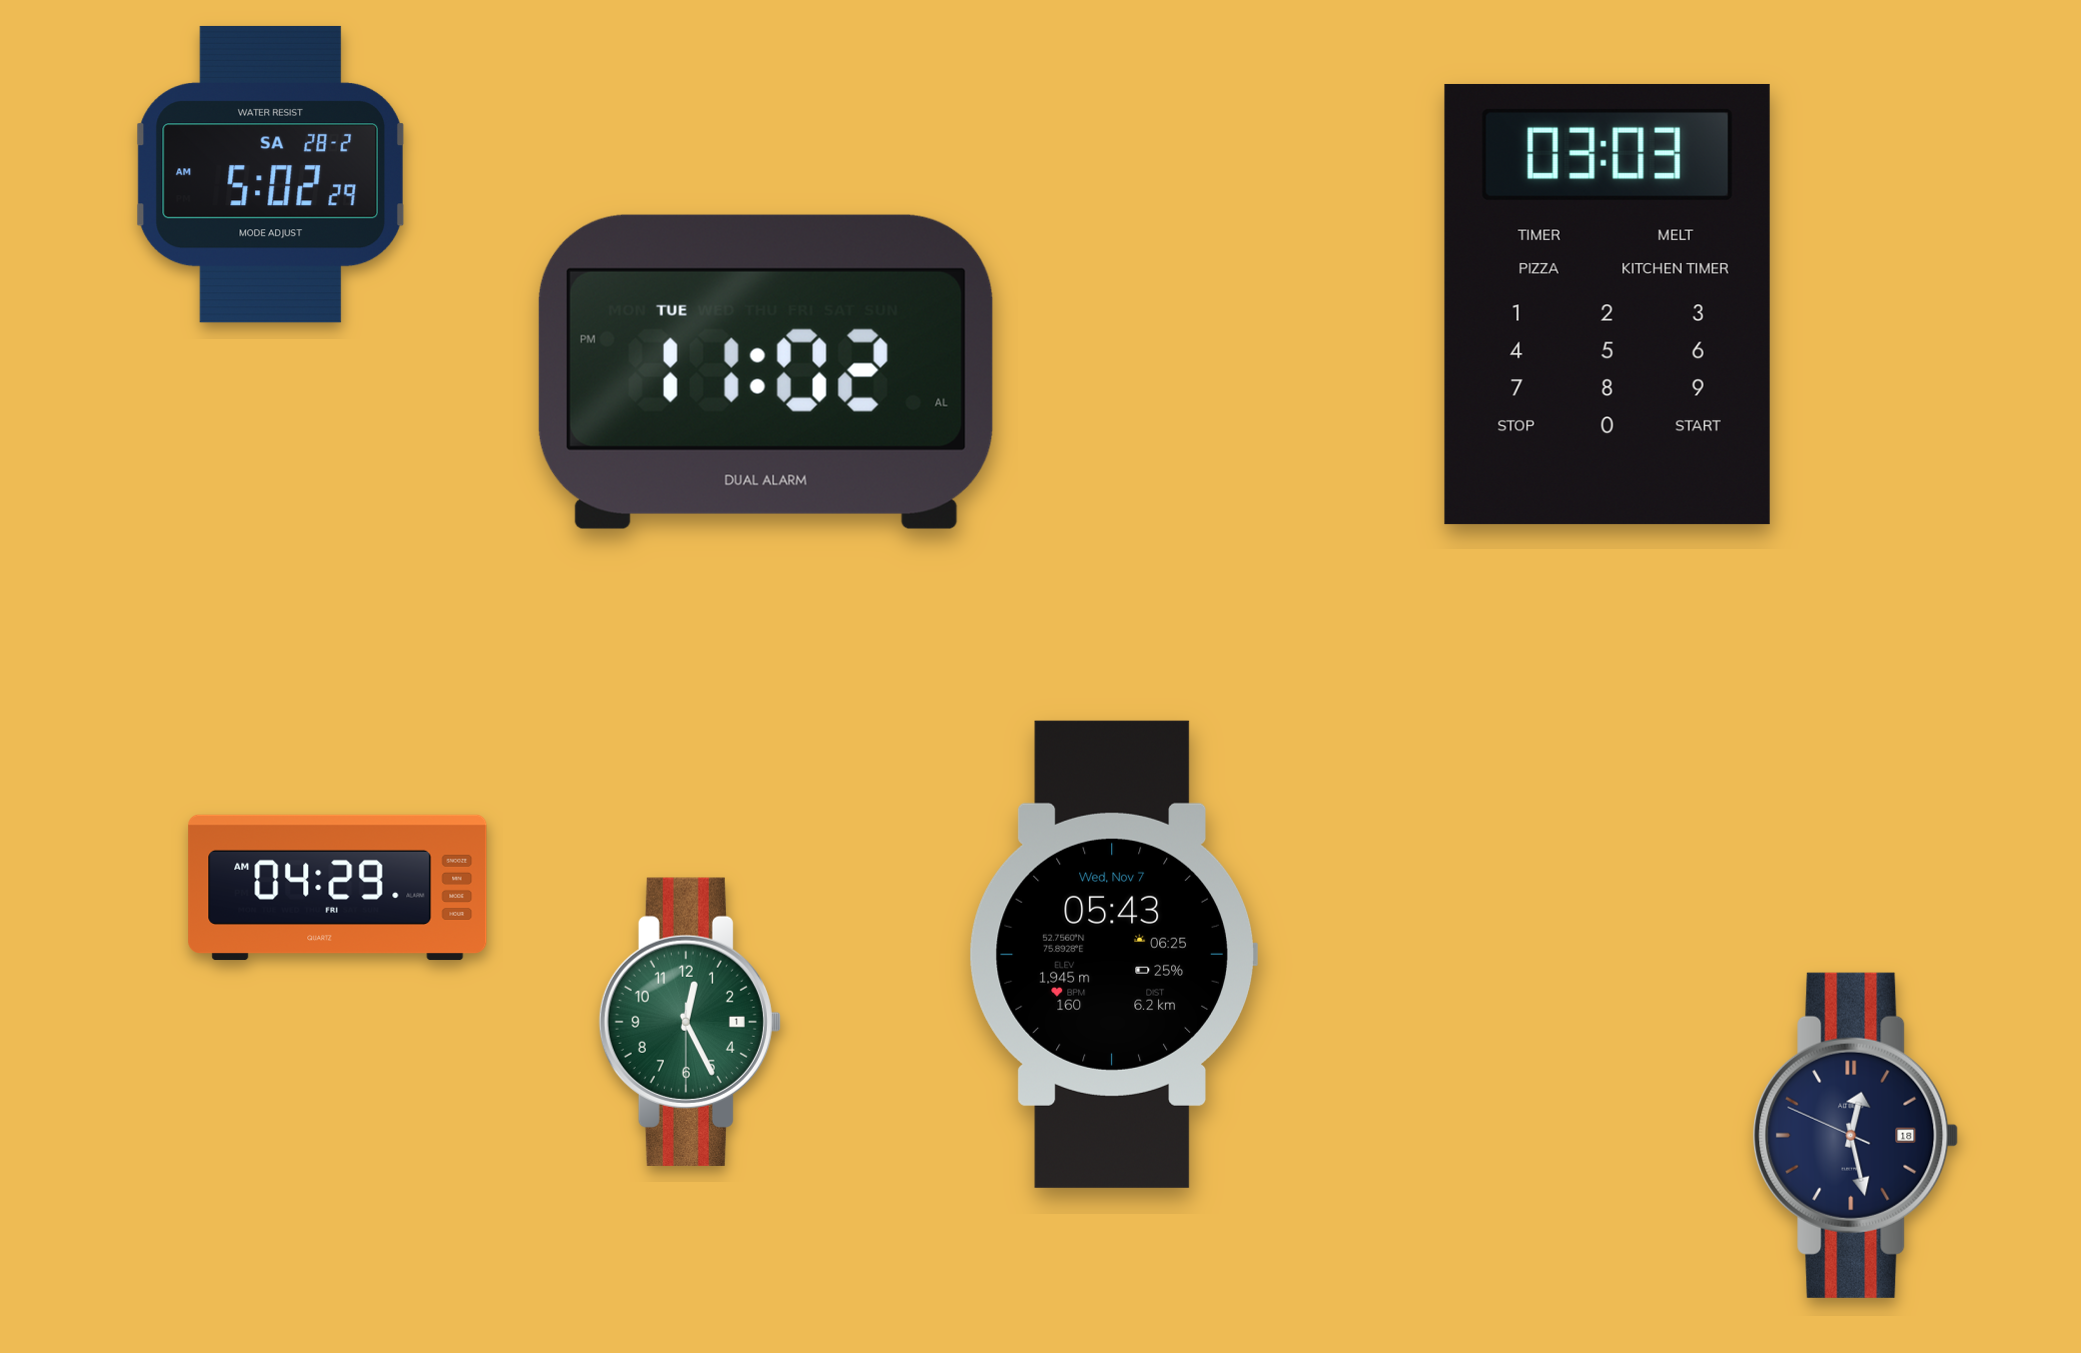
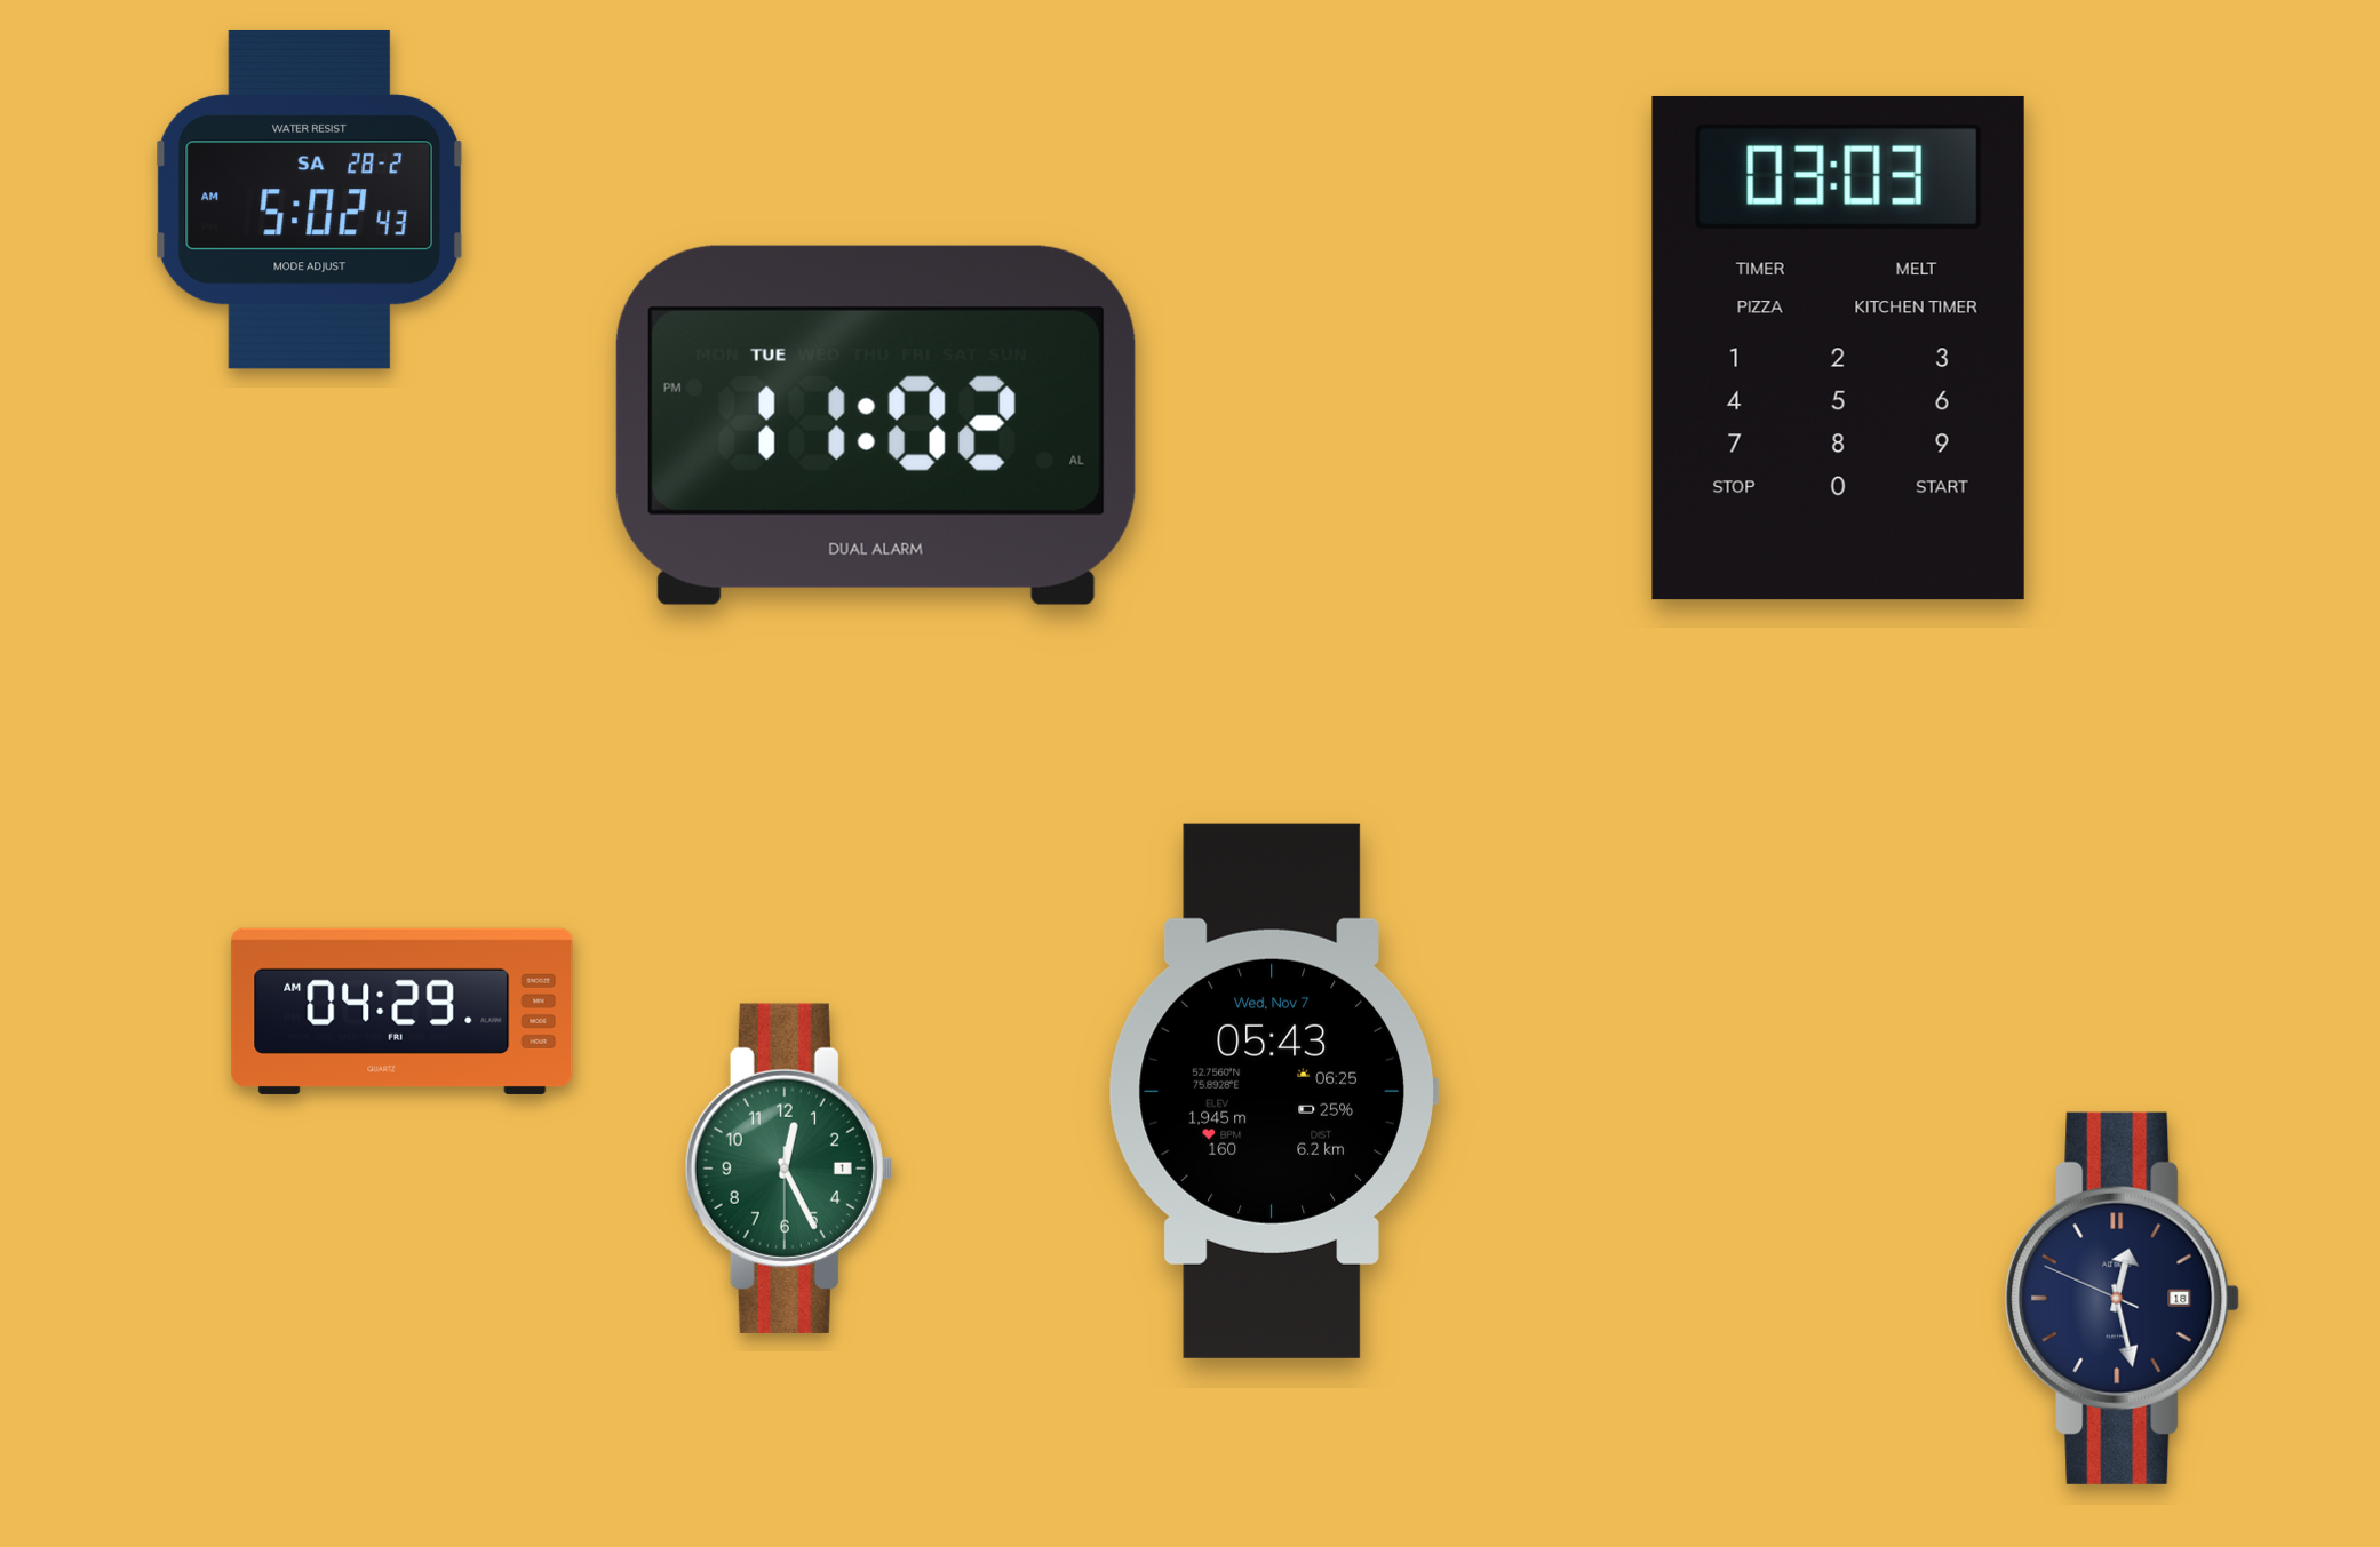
clock at (270, 174): 5:02:29 AM -> 5:02:43 AM
clock at (338, 887) position: (338, 887) -> (403, 1011)
